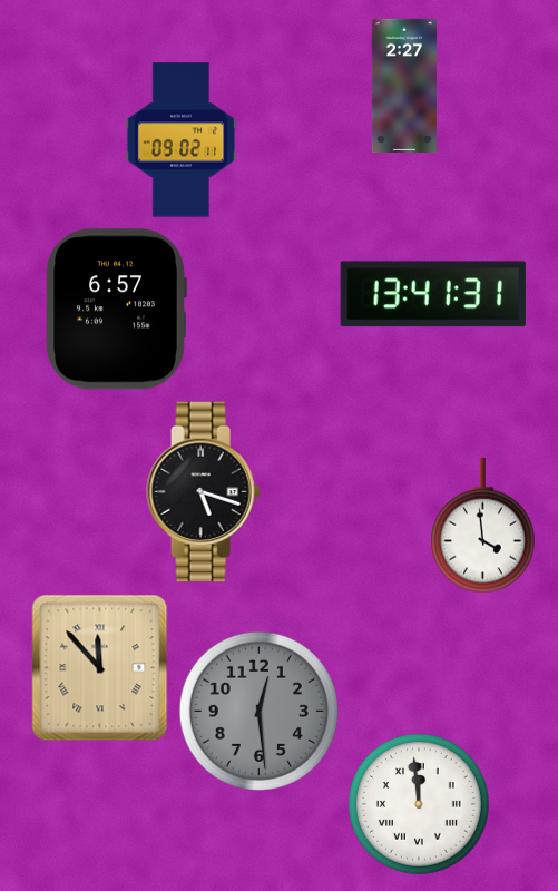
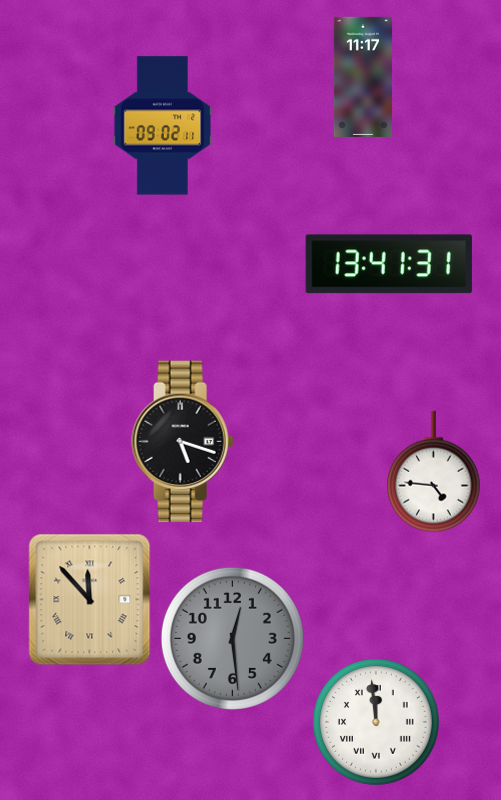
clock at (404, 86): 2:27 -> 11:17
clock at (116, 310): 6:57 -> none
clock at (483, 526): 3:59 -> 4:46
